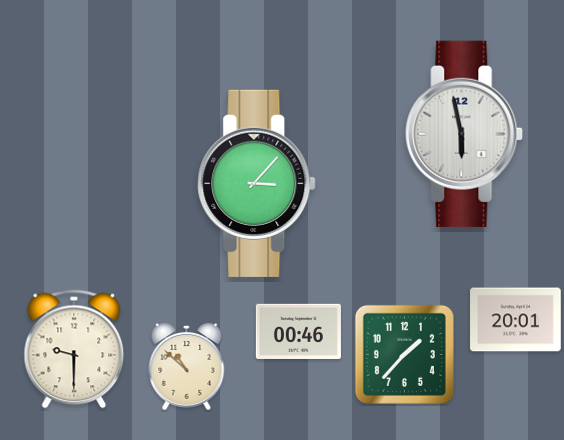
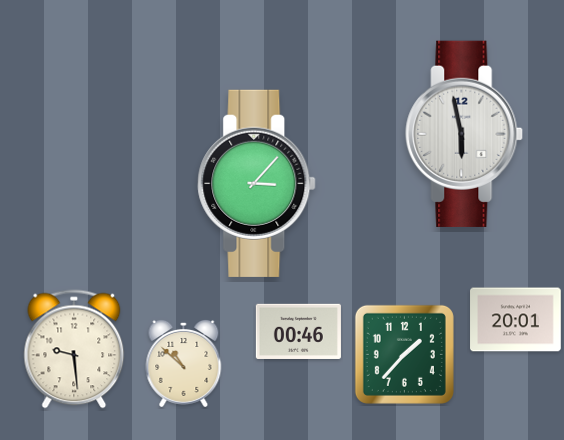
clock at (74, 349): 9:30 -> 9:29
clock at (187, 366) position: (187, 366) -> (184, 363)
